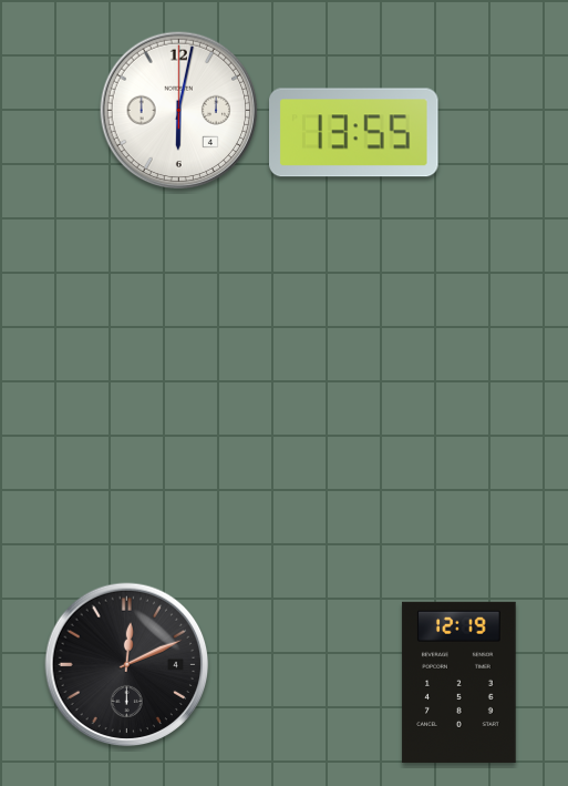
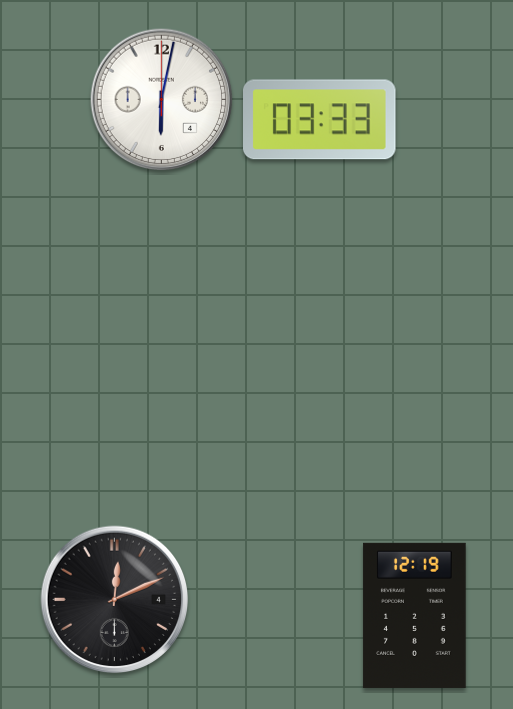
clock at (354, 133): 13:55 -> 03:33
